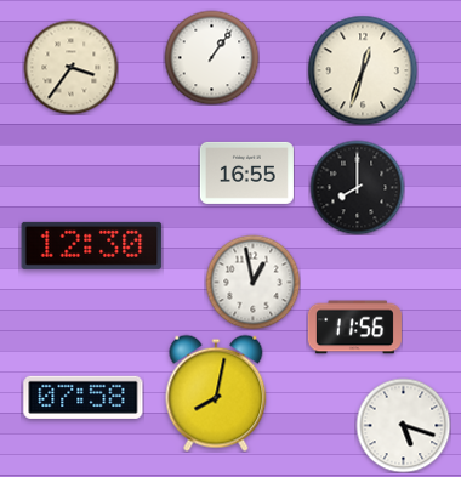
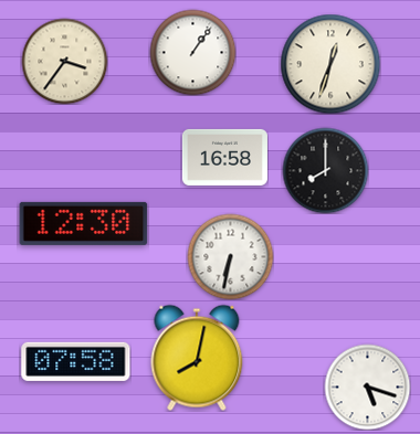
clock at (246, 172): 16:55 -> 16:58
clock at (252, 282): 12:58 -> 6:32
clock at (354, 328): 11:56 -> none
